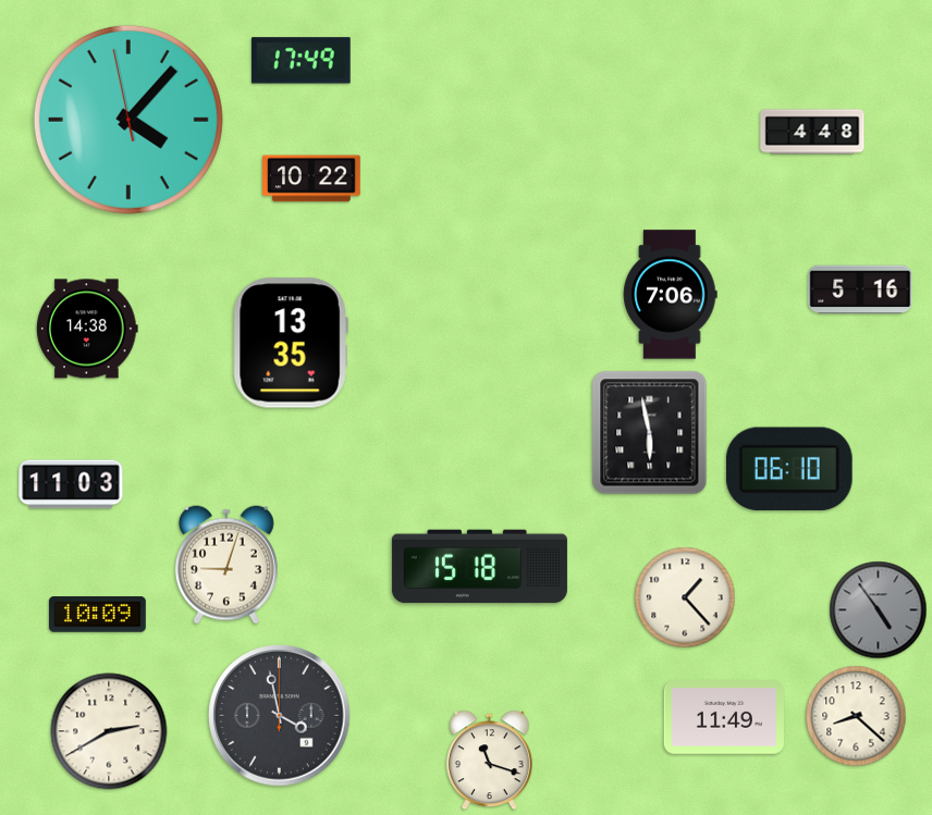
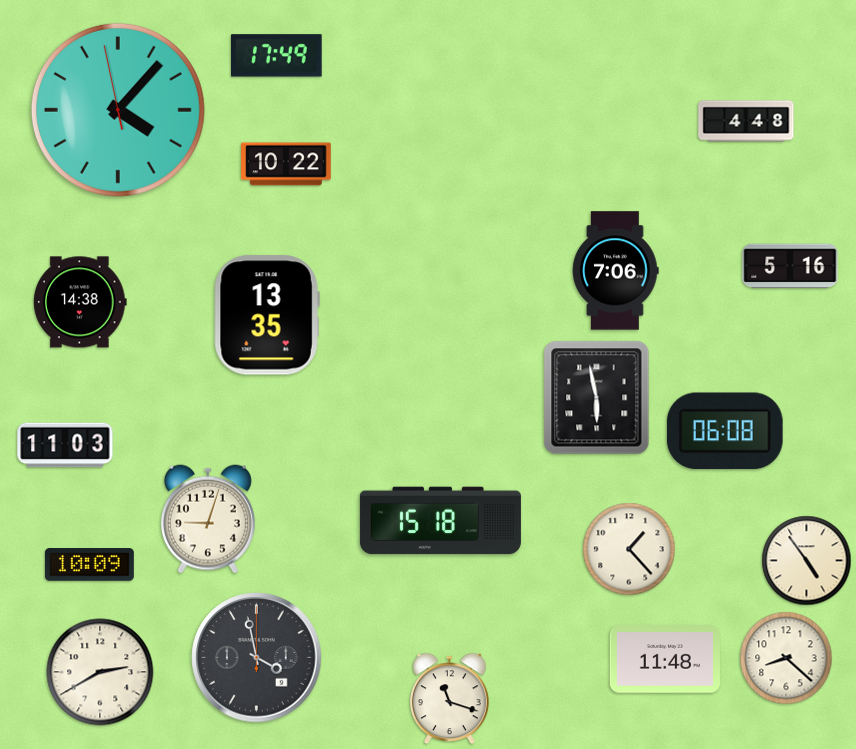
clock at (789, 469): 06:10 -> 06:08
clock at (879, 610) dial: grey -> cream
clock at (724, 717): 11:49 -> 11:48
